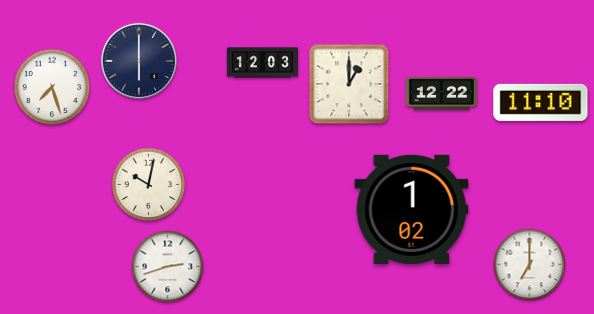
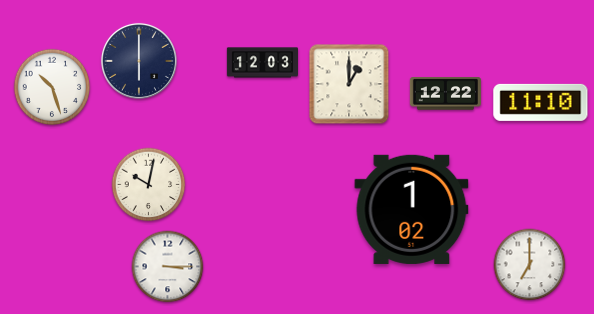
clock at (52, 87): 7:27 -> 10:27
clock at (441, 94) position: (441, 94) -> (445, 94)
clock at (168, 267): 2:42 -> 3:15
